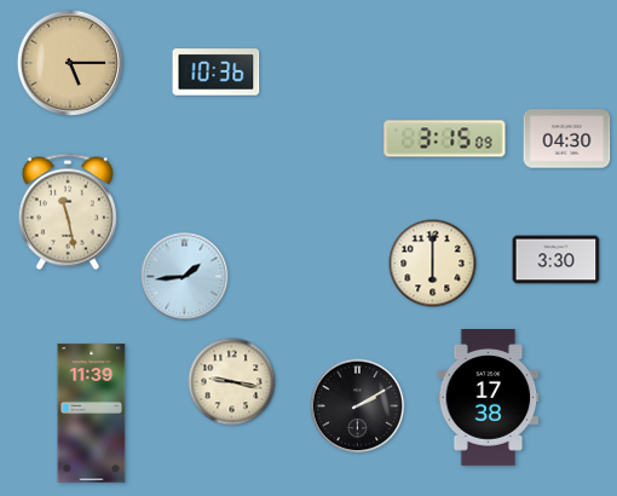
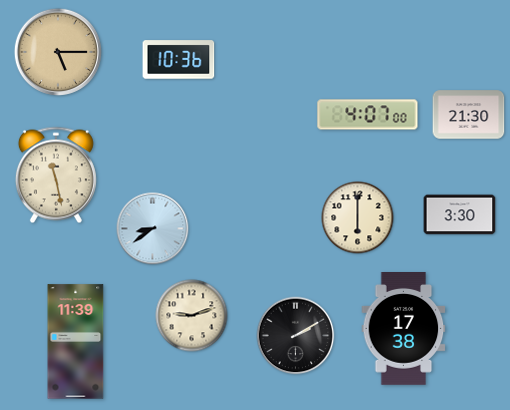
clock at (445, 139): 3:15 -> 4:07
clock at (567, 139): 04:30 -> 21:30
clock at (185, 277): 1:44 -> 8:39
clock at (232, 382): 9:17 -> 9:12
